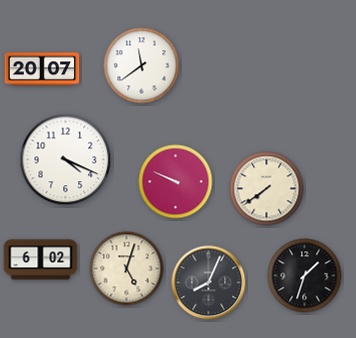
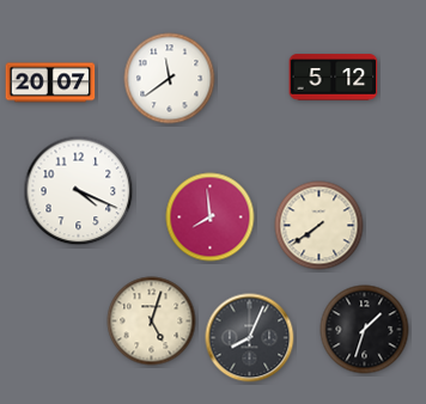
clock at (334, 78): none -> 5:12
clock at (176, 182): 9:49 -> 7:59
clock at (41, 260): 6:02 -> none
